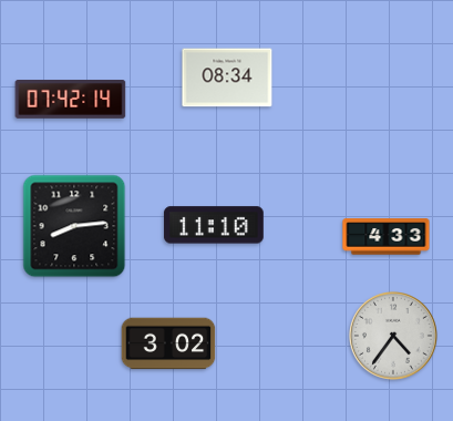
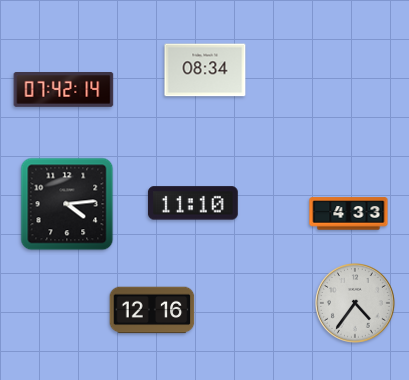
clock at (74, 226): 8:14 -> 4:14
clock at (168, 343): 3:02 -> 12:16
